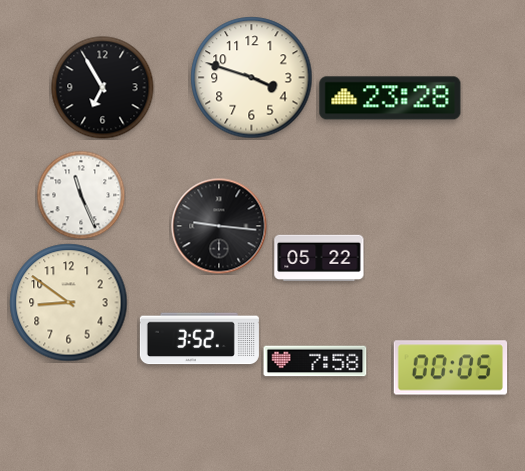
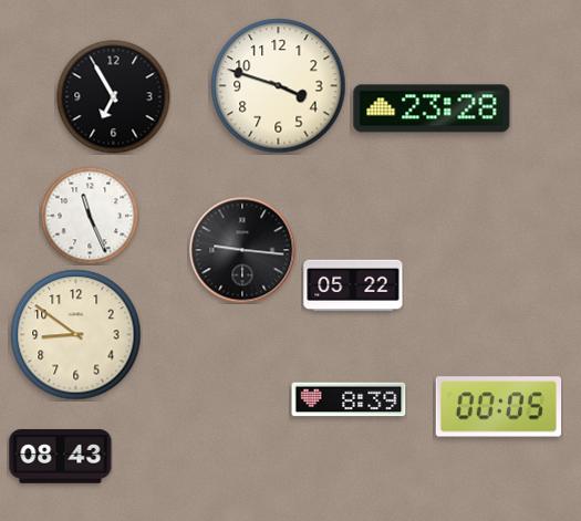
clock at (199, 339): 3:52 -> none
clock at (315, 361): 7:58 -> 8:39
clock at (61, 457): none -> 08:43
